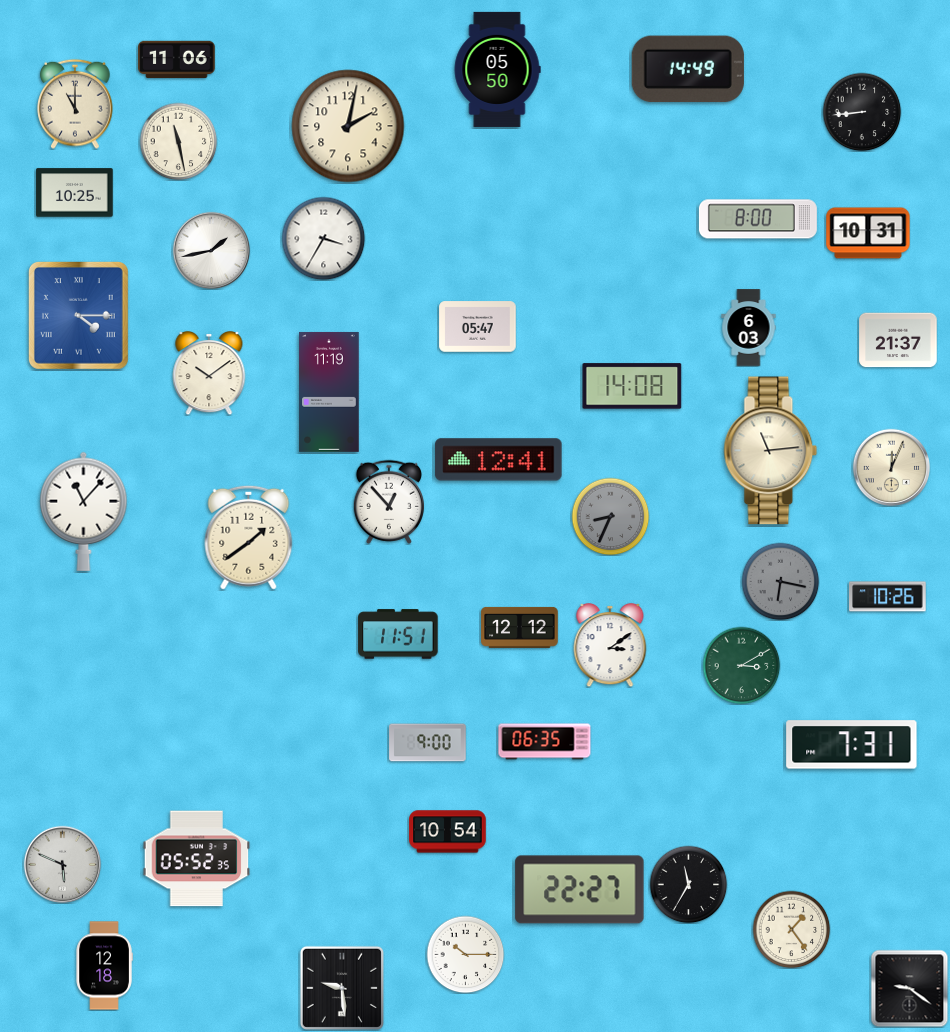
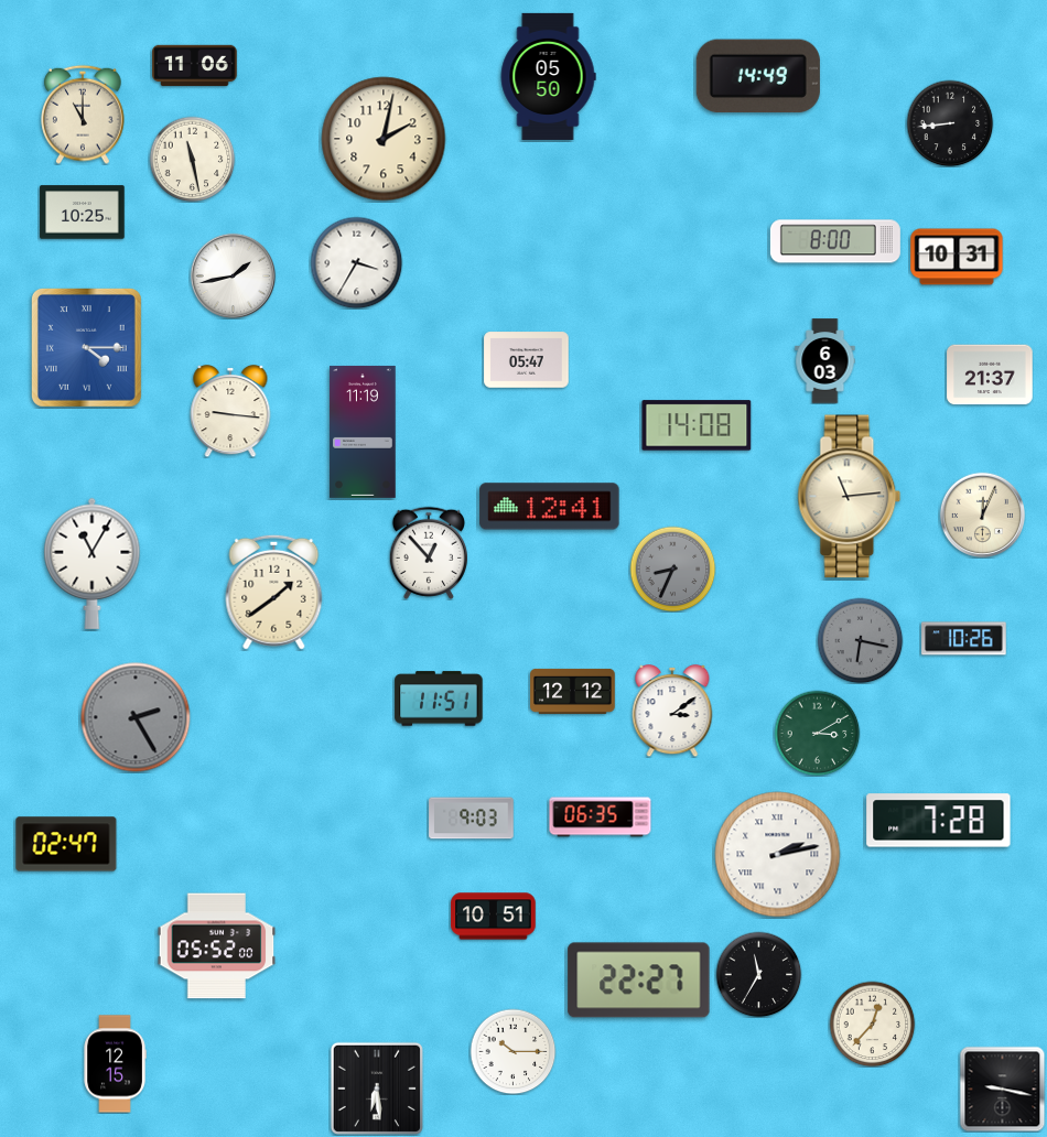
clock at (178, 141) position: (178, 141) -> (192, 159)
clock at (209, 374): 10:09 -> 9:16
clock at (84, 511): 11:07 -> 11:05
clock at (888, 597) position: (888, 597) -> (964, 639)
clock at (136, 717): none -> 2:25
clock at (428, 743): 9:00 -> 9:03
clock at (852, 745): 7:31 -> 7:28
clock at (66, 844): none -> 02:47
clock at (778, 855): none -> 2:13
clock at (448, 832): 10:54 -> 10:51
clock at (197, 859): 05:52:35 -> 05:52:00
clock at (62, 864): 5:49 -> none
clock at (791, 929): 1:24 -> 12:37
clock at (104, 966): 12:18 -> 12:15
clock at (342, 988): 9:29 -> 6:29
clock at (909, 988): 9:21 -> 9:17
